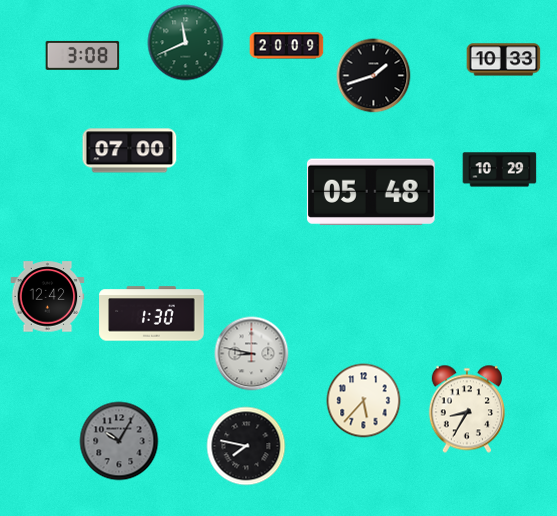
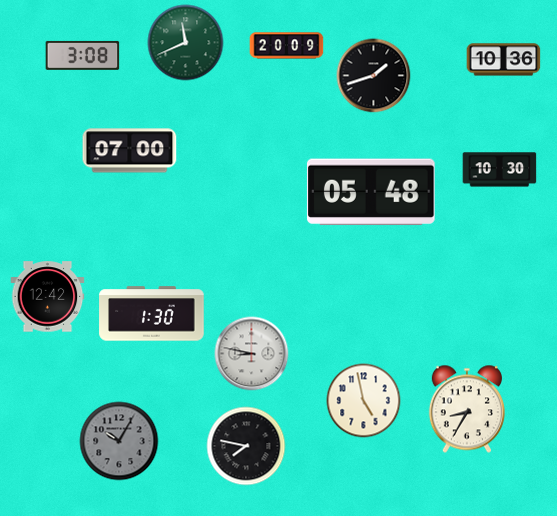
clock at (504, 60): 10:33 -> 10:36
clock at (500, 170): 10:29 -> 10:30
clock at (364, 401): 5:37 -> 4:58
